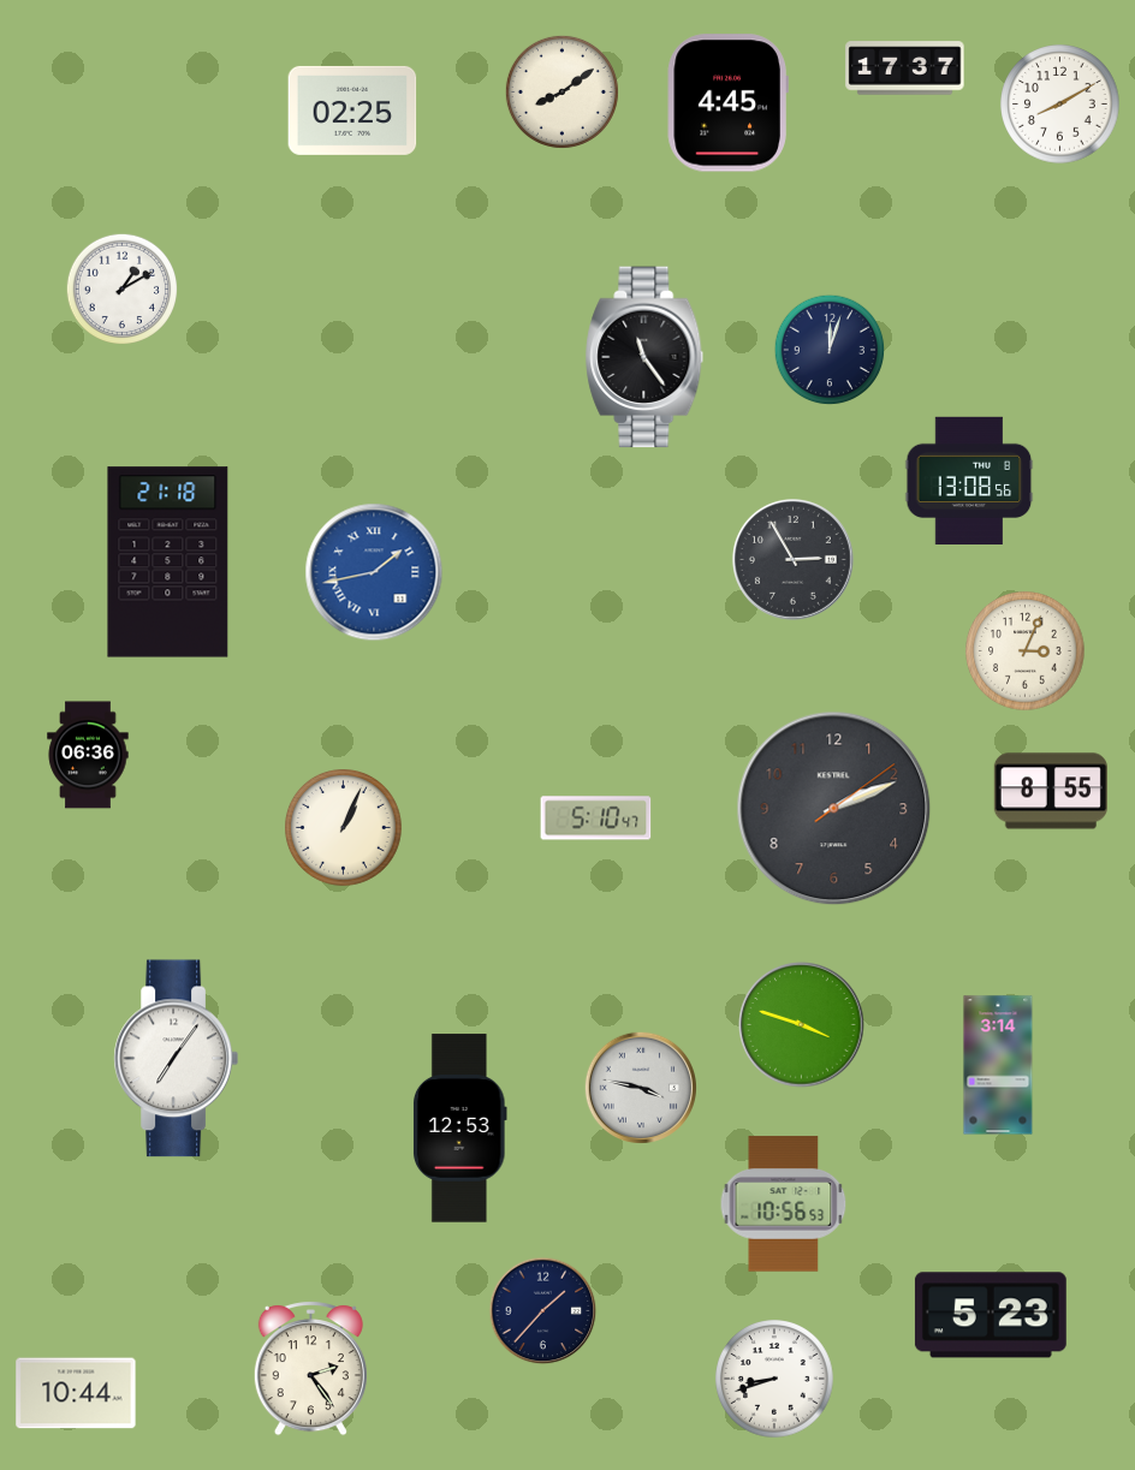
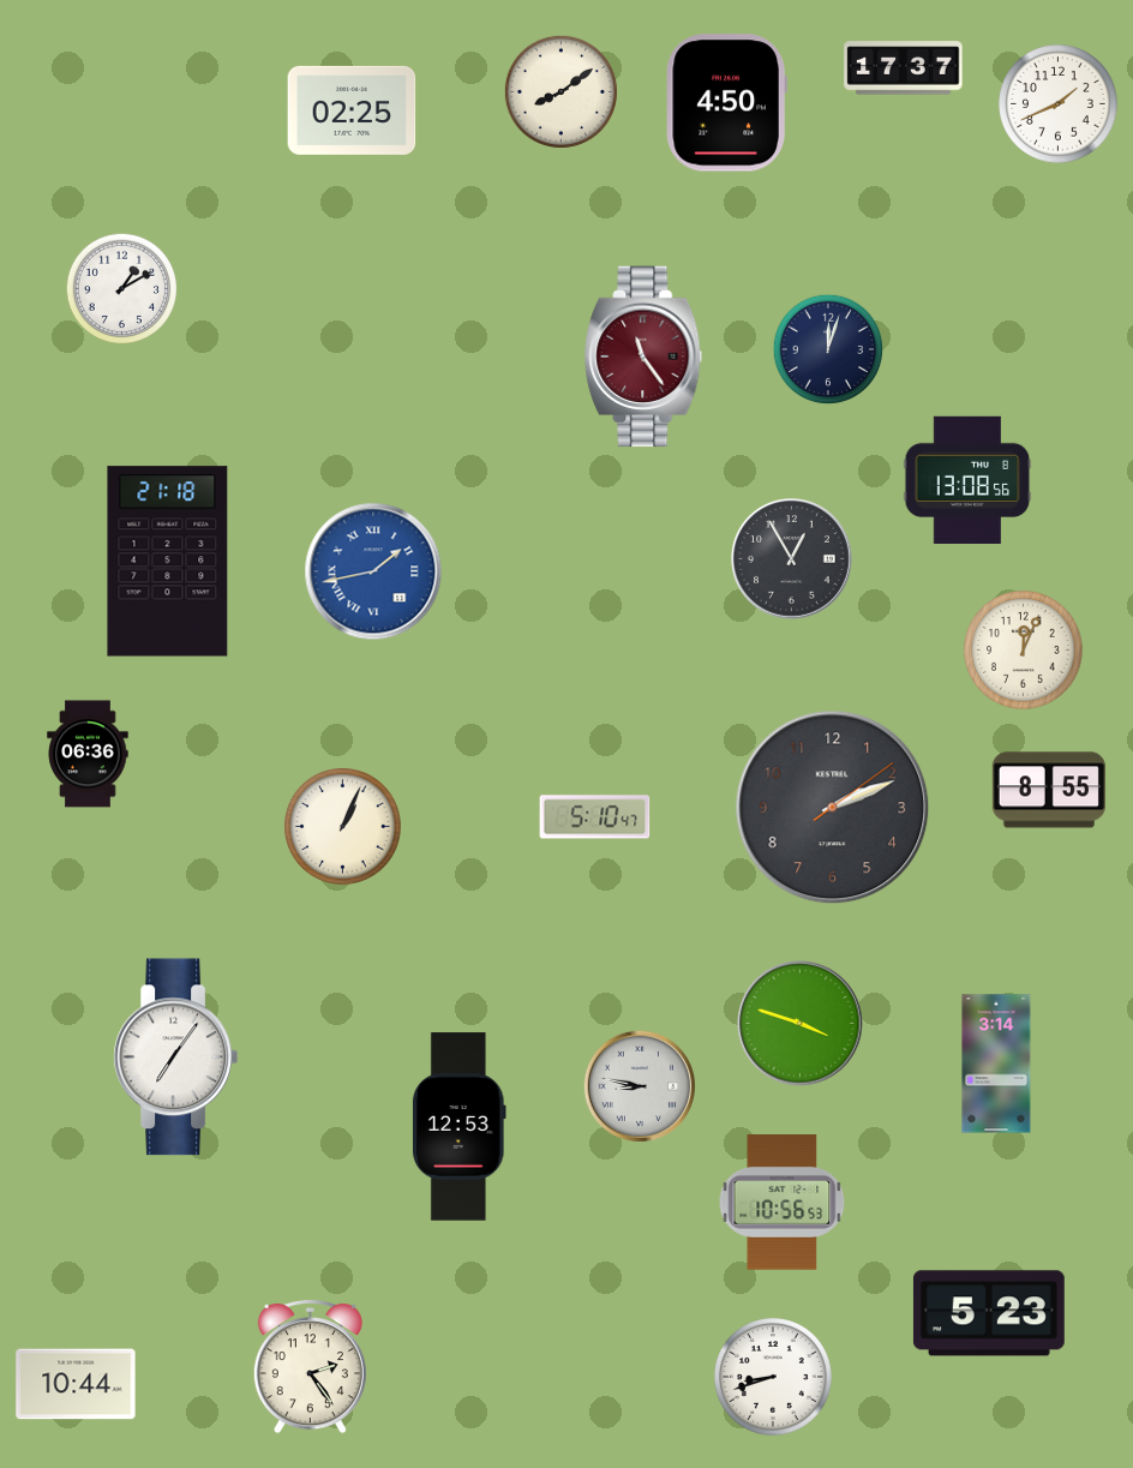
clock at (727, 103): 4:45 -> 4:50
clock at (1060, 105): 8:10 -> 1:41
clock at (644, 357) dial: black -> burgundy
clock at (794, 560): 2:55 -> 12:55
clock at (1026, 651): 3:04 -> 12:04
clock at (640, 1087): 3:47 -> 8:47
clock at (543, 1311): 1:37 -> none
clock at (76, 1393) position: (76, 1393) -> (76, 1384)
